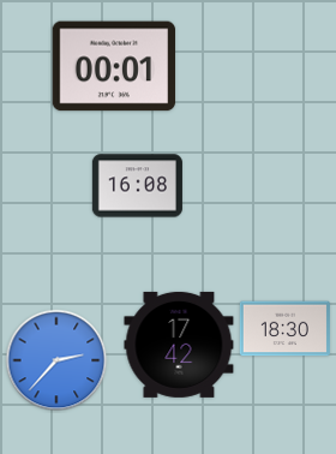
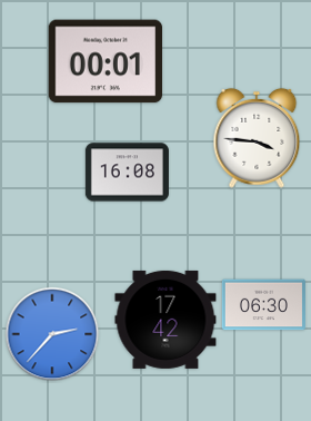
clock at (257, 138): none -> 3:46
clock at (284, 329): 18:30 -> 06:30
